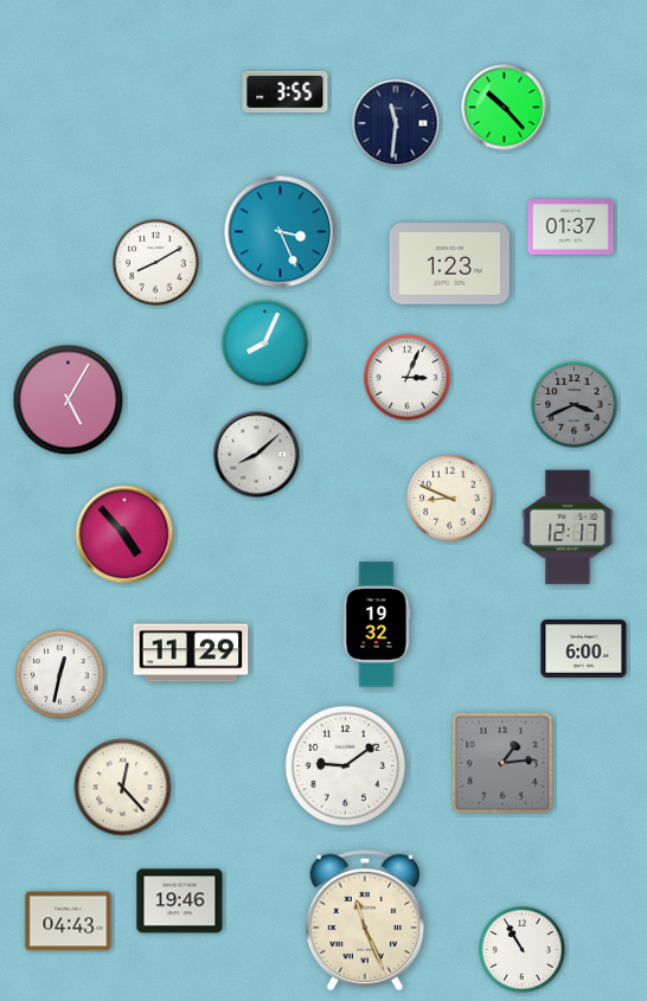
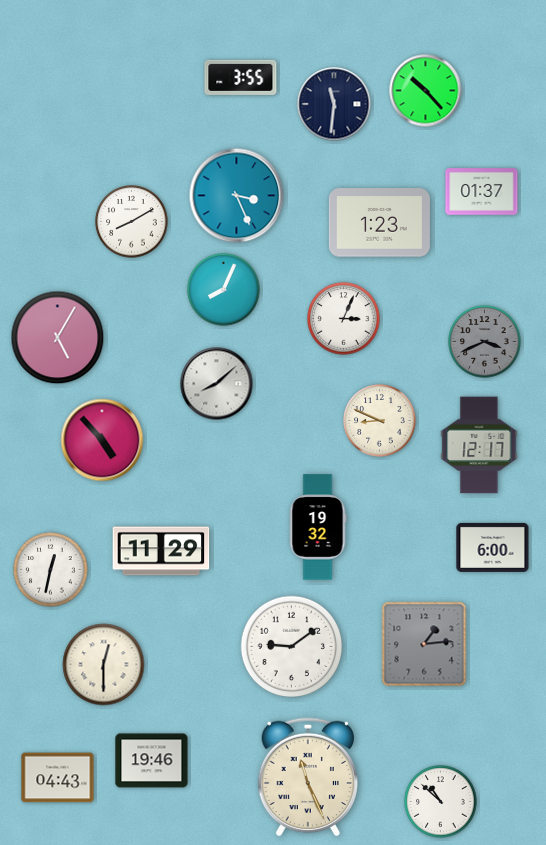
clock at (124, 534) position: (124, 534) -> (102, 440)
clock at (123, 788): 12:23 -> 12:30
clock at (523, 950): 10:55 -> 10:52
